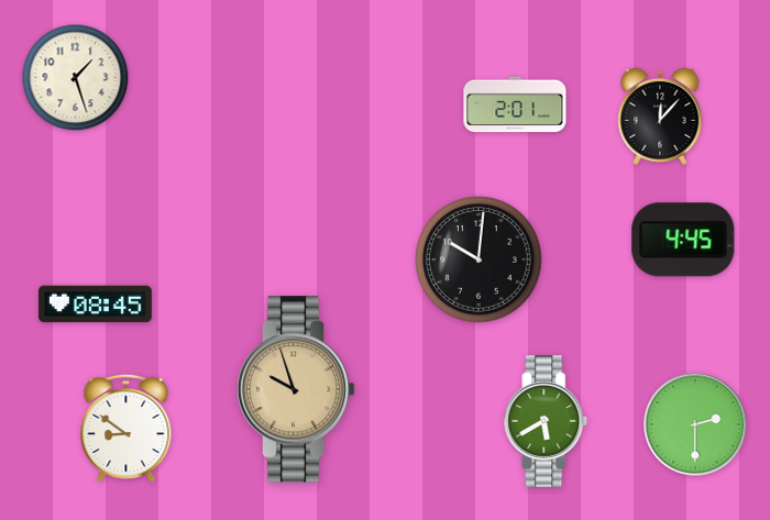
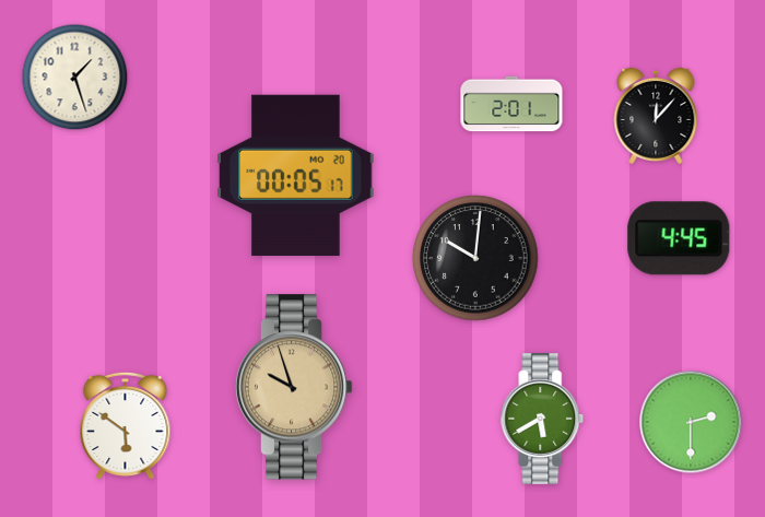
clock at (296, 175): none -> 00:05
clock at (95, 305): 08:45 -> none
clock at (127, 429): 8:51 -> 5:51
